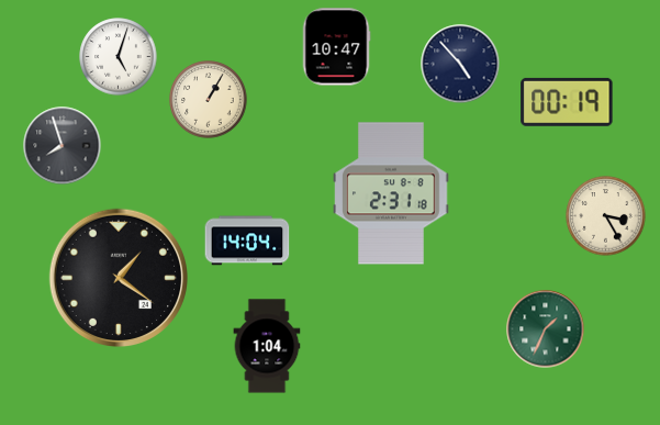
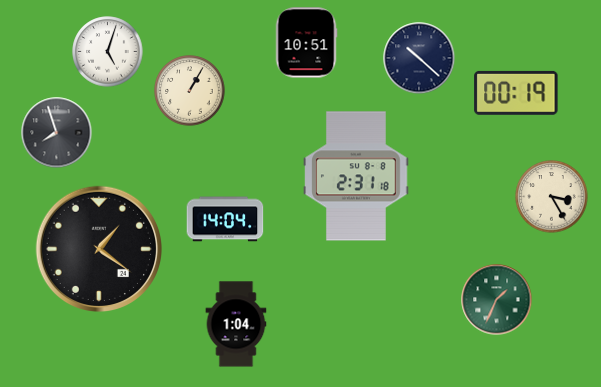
clock at (336, 47): 10:47 -> 10:51
clock at (460, 64): 4:53 -> 10:22
clock at (118, 277) position: (118, 277) -> (98, 248)
clock at (267, 346) position: (267, 346) -> (236, 324)
